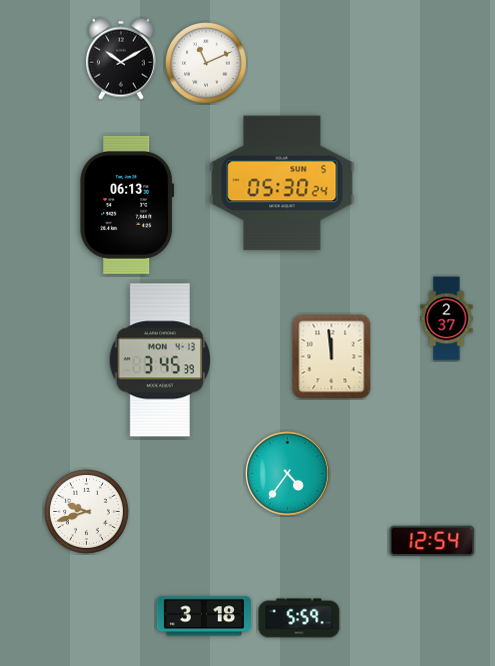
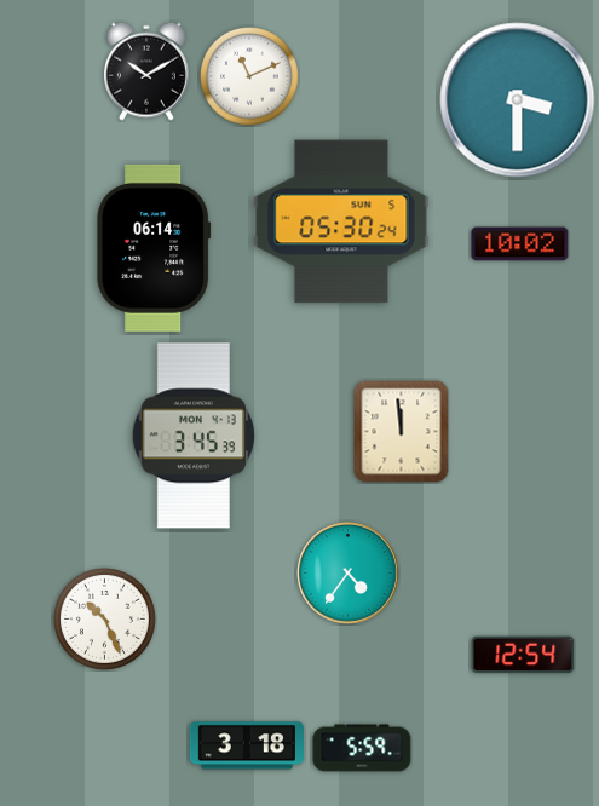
clock at (518, 100): none -> 3:30
clock at (520, 244): none -> 10:02
clock at (127, 205): 06:13 -> 06:14
clock at (447, 319): 2:37 -> none
clock at (86, 511): 9:42 -> 10:26
